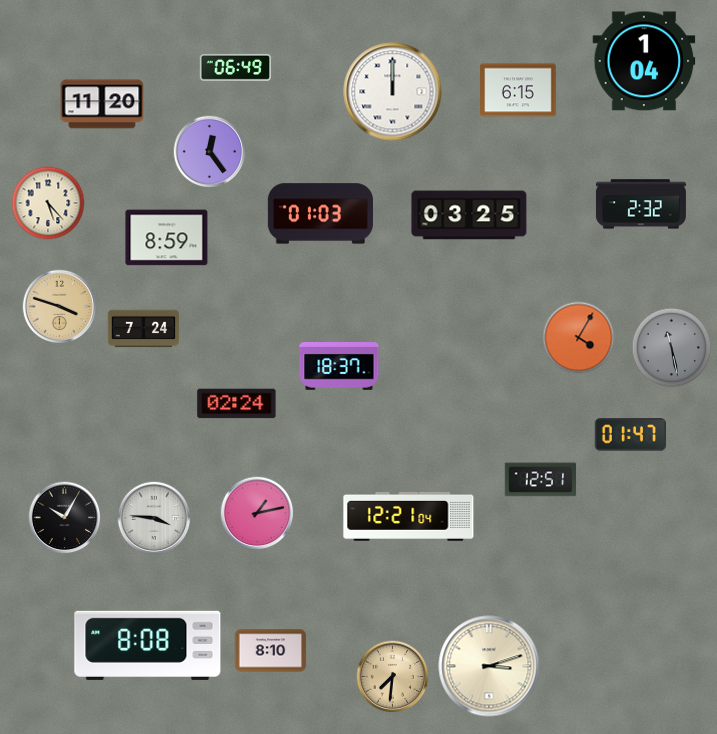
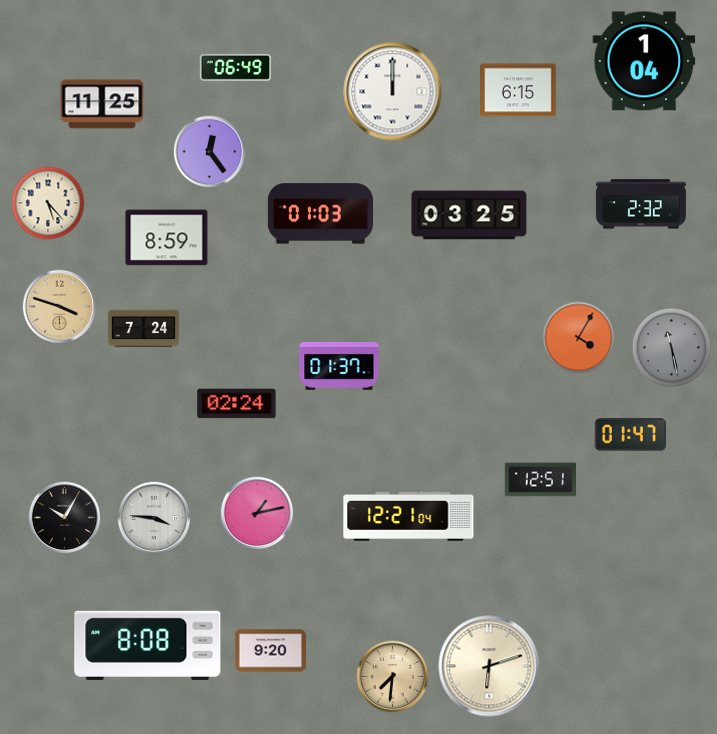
clock at (102, 104): 11:20 -> 11:25
clock at (339, 367): 18:37 -> 01:37
clock at (271, 651): 8:10 -> 9:20
clock at (489, 666): 3:12 -> 6:12
